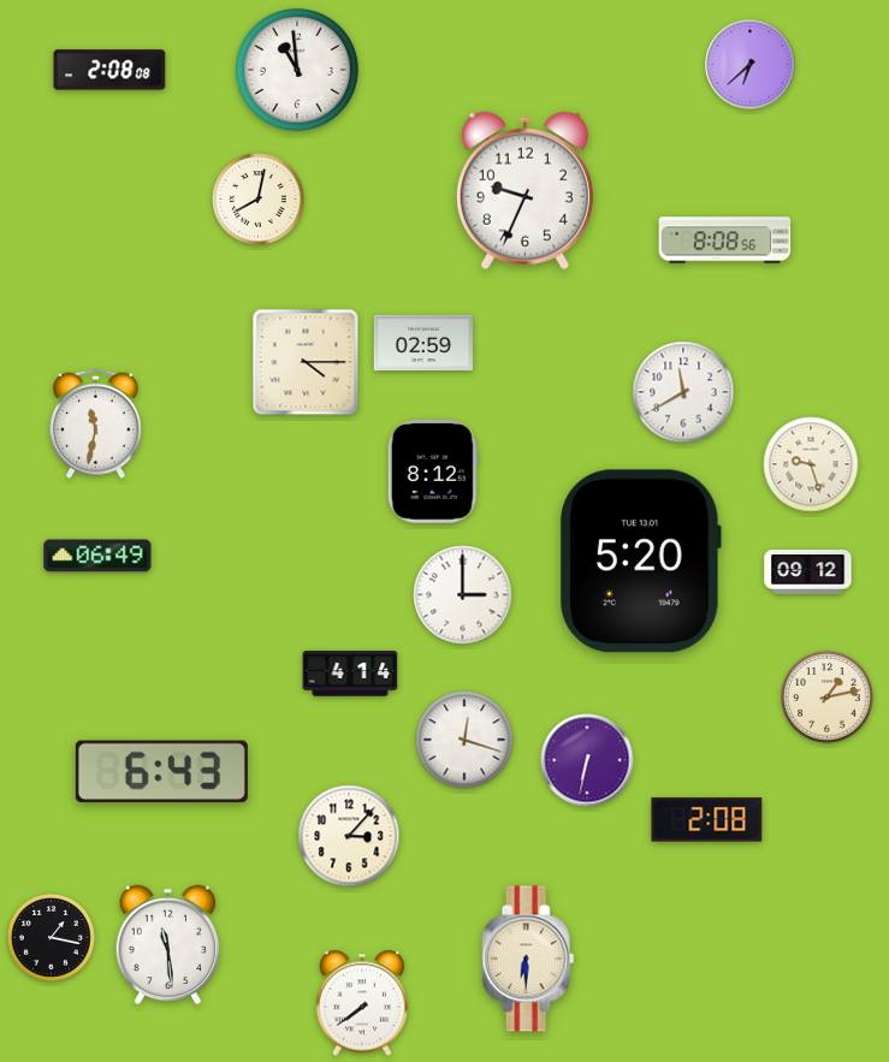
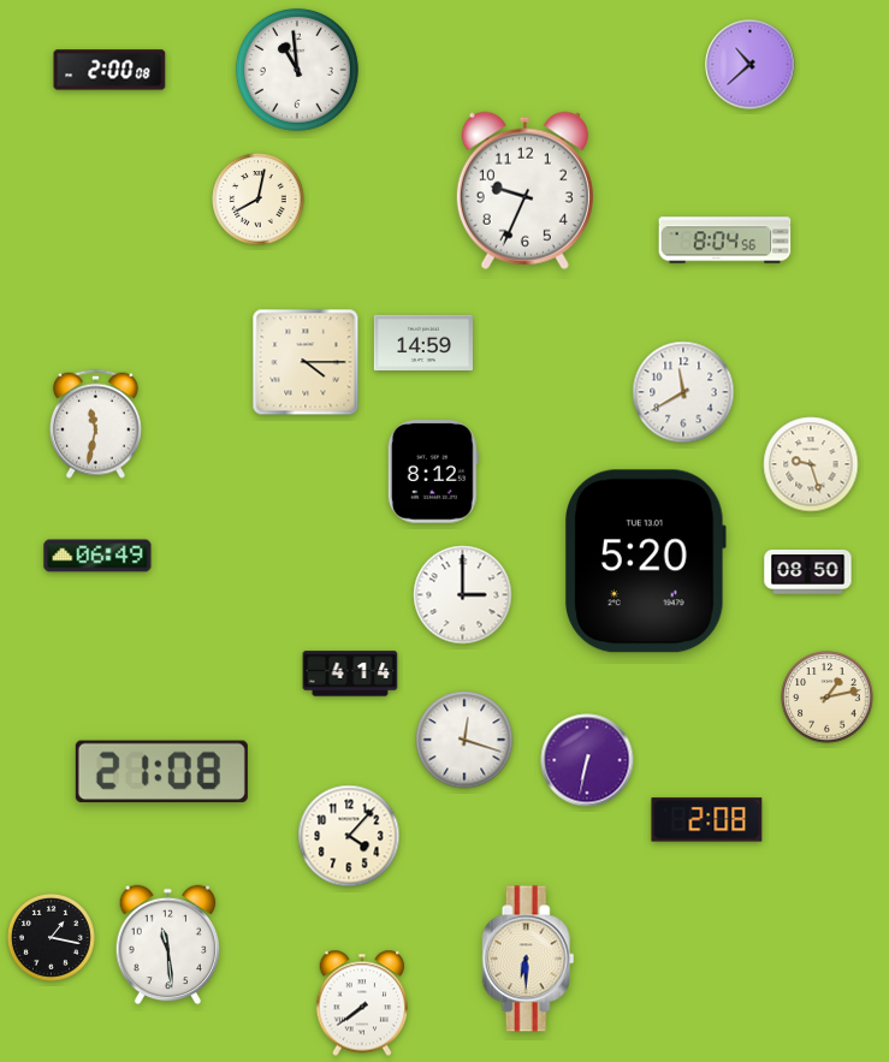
clock at (751, 65): 6:38 -> 10:38
clock at (109, 70): 2:08 -> 2:00
clock at (725, 241): 8:08 -> 8:04
clock at (423, 342): 02:59 -> 14:59
clock at (641, 562) position: (641, 562) -> (646, 562)
clock at (808, 572): 09:12 -> 08:50
clock at (161, 772): 6:43 -> 21:08
clock at (349, 836): 3:07 -> 4:07
